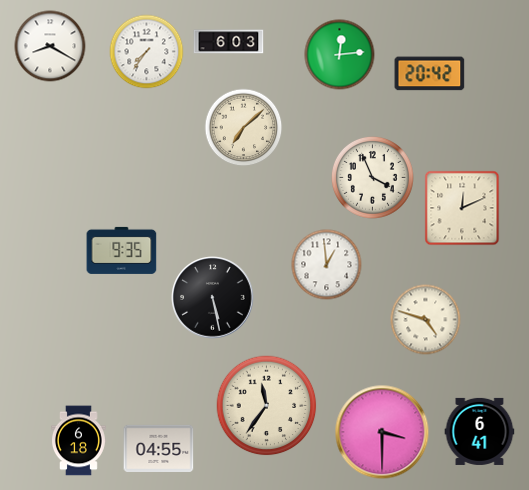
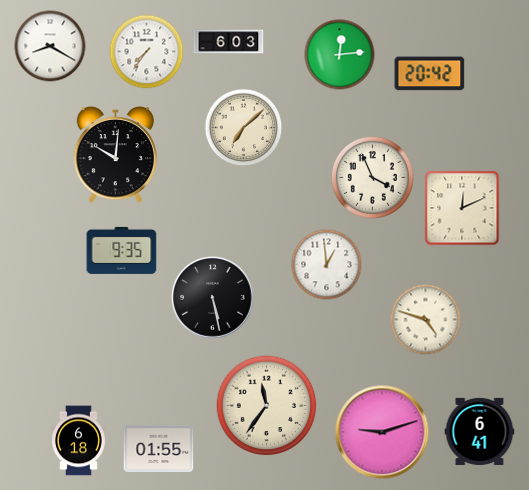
clock at (115, 155): none -> 10:01
clock at (382, 432): 3:30 -> 9:12
clock at (159, 448): 04:55 -> 01:55
